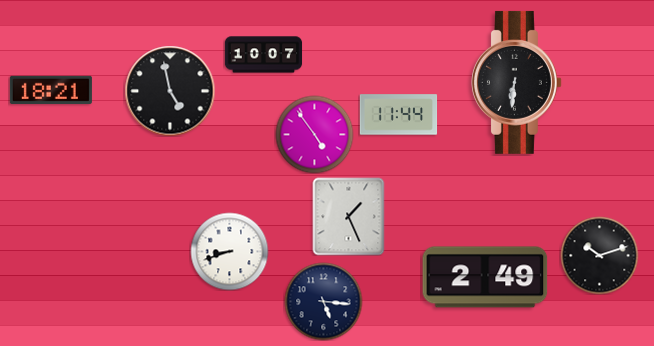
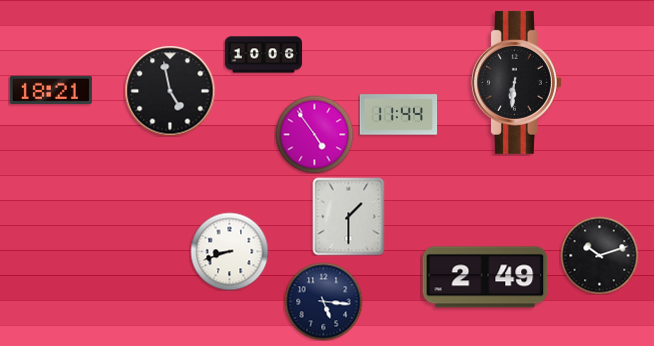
clock at (263, 55): 10:07 -> 10:06
clock at (349, 216): 1:26 -> 1:30
